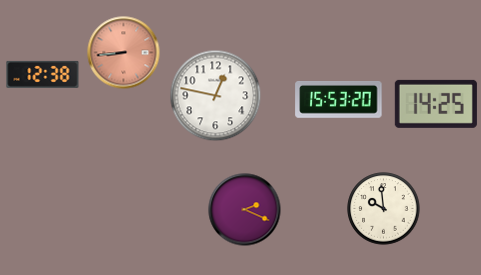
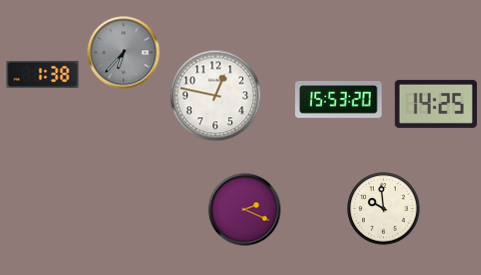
clock at (124, 53): 8:44 -> 6:37
clock at (124, 53) dial: salmon -> grey
clock at (43, 74): 12:38 -> 1:38
